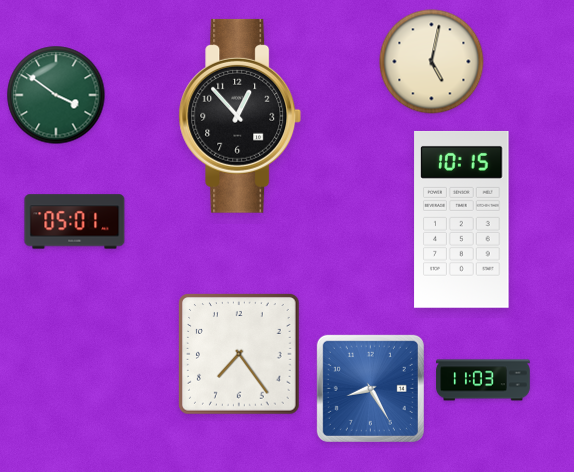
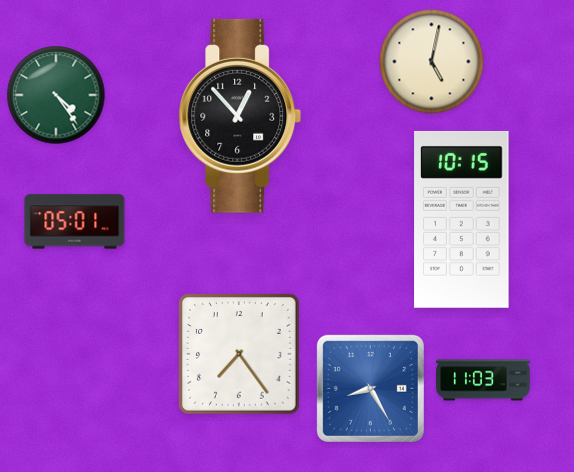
clock at (56, 95): 3:51 -> 4:24
